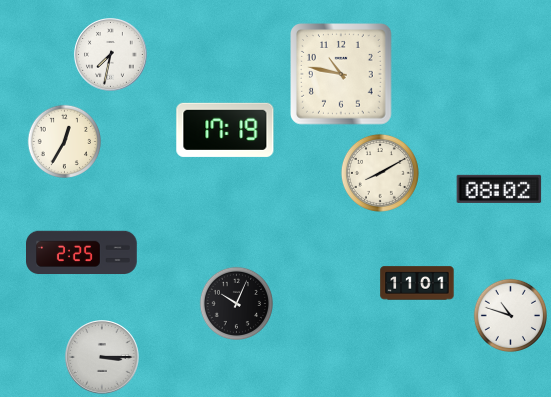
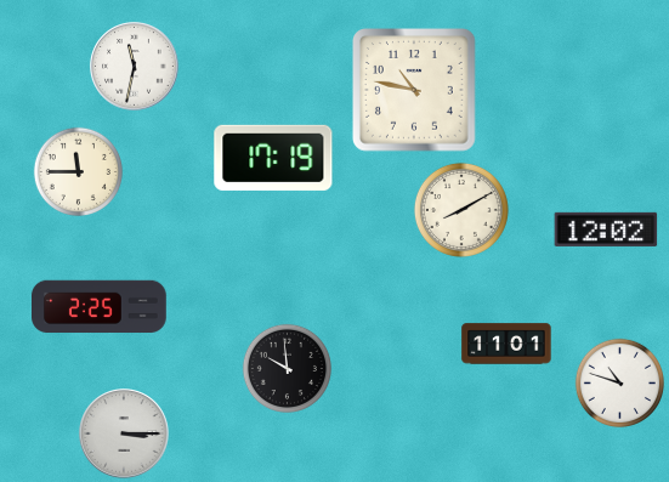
clock at (111, 55): 7:32 -> 11:32
clock at (64, 141): 12:35 -> 11:45
clock at (499, 189): 08:02 -> 12:02
clock at (236, 303): 10:04 -> 9:59
